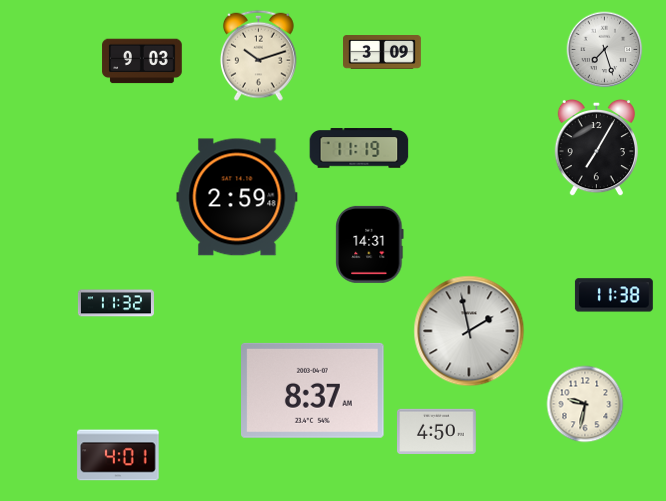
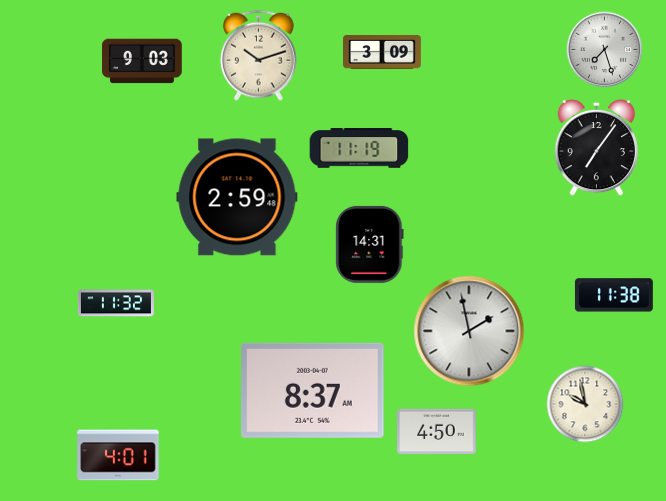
clock at (596, 148): 7:05 -> 7:06
clock at (585, 404): 9:32 -> 9:58
